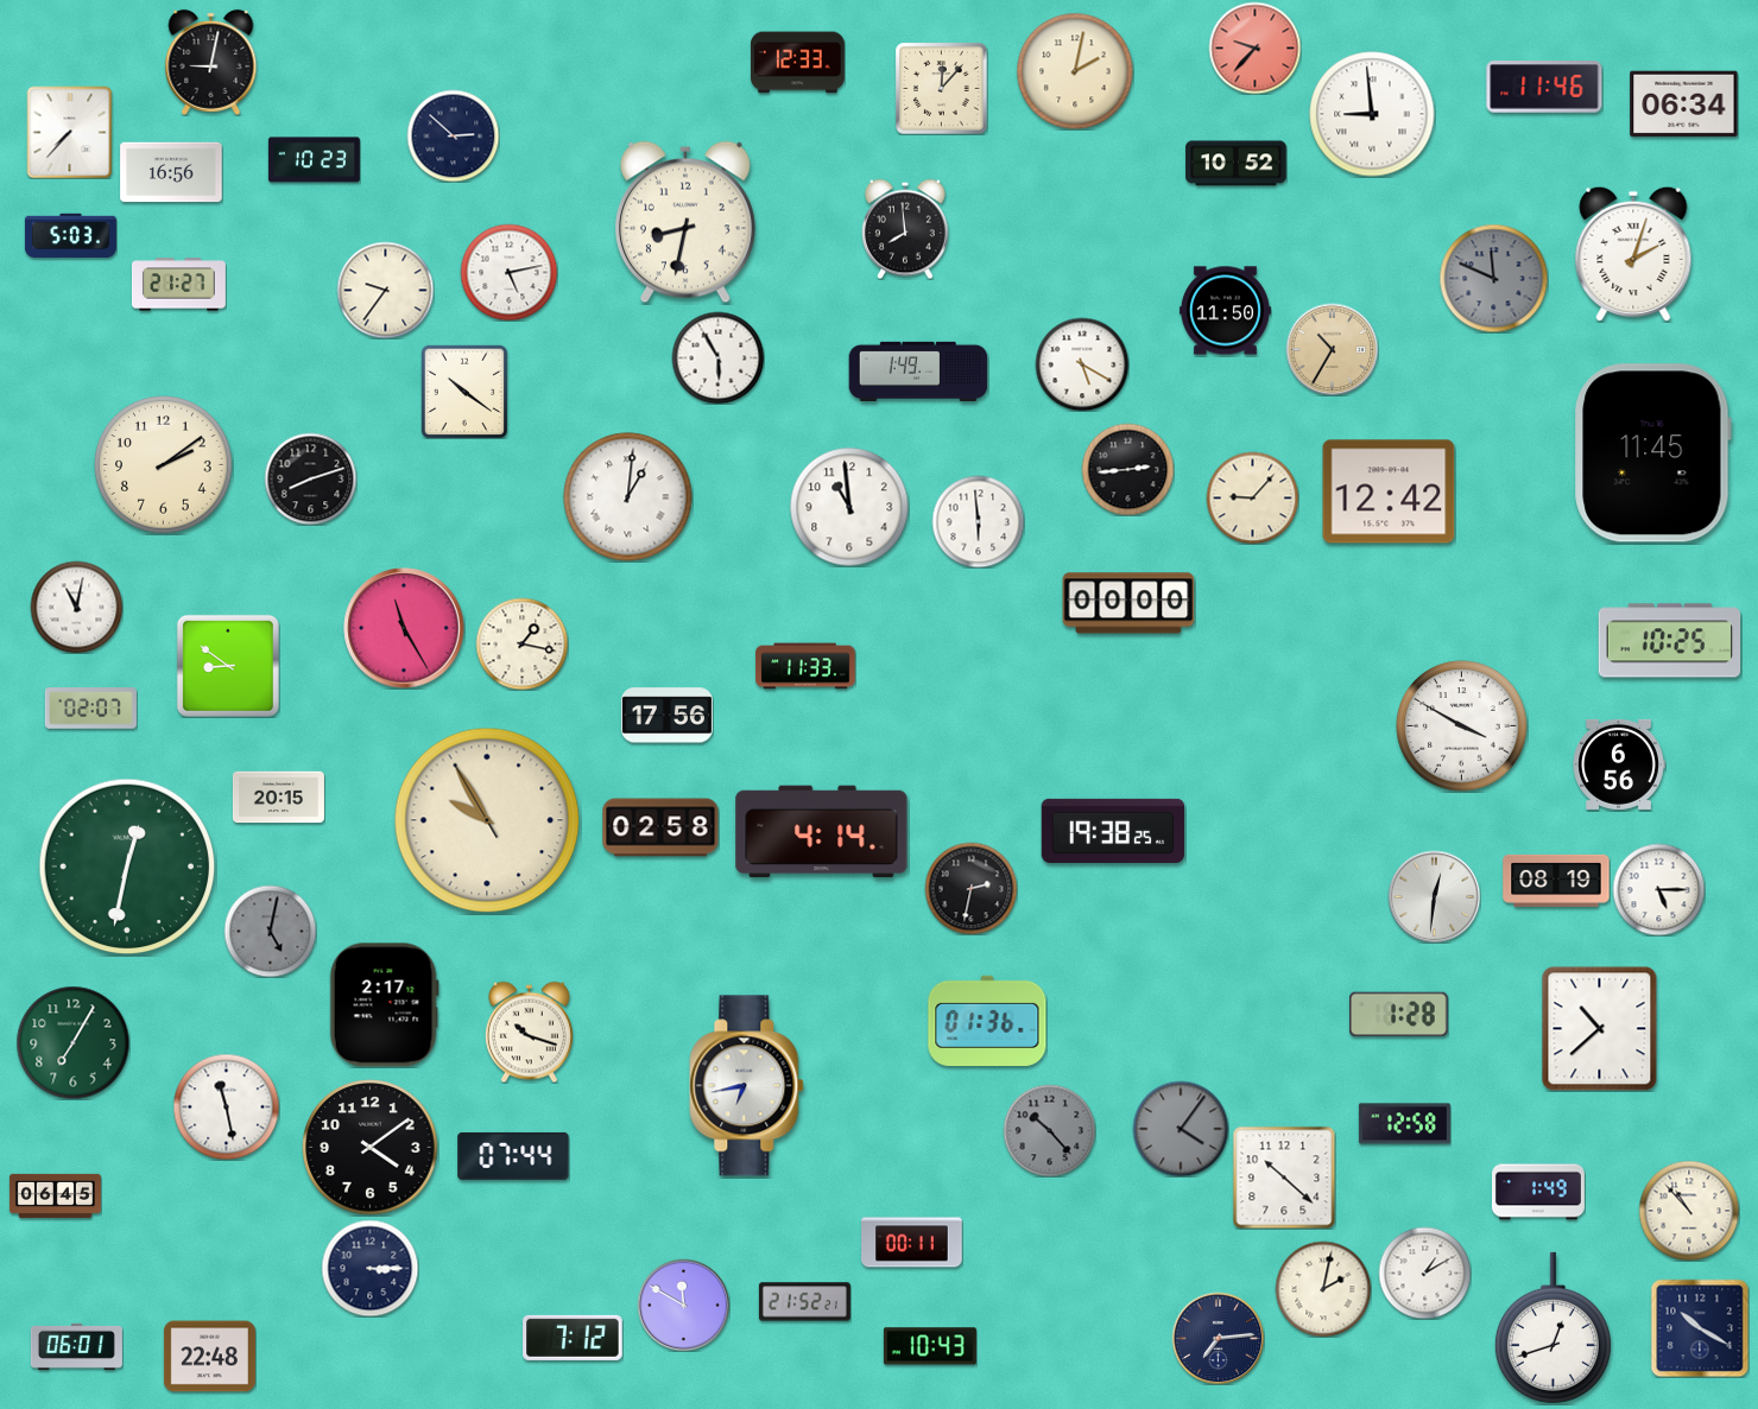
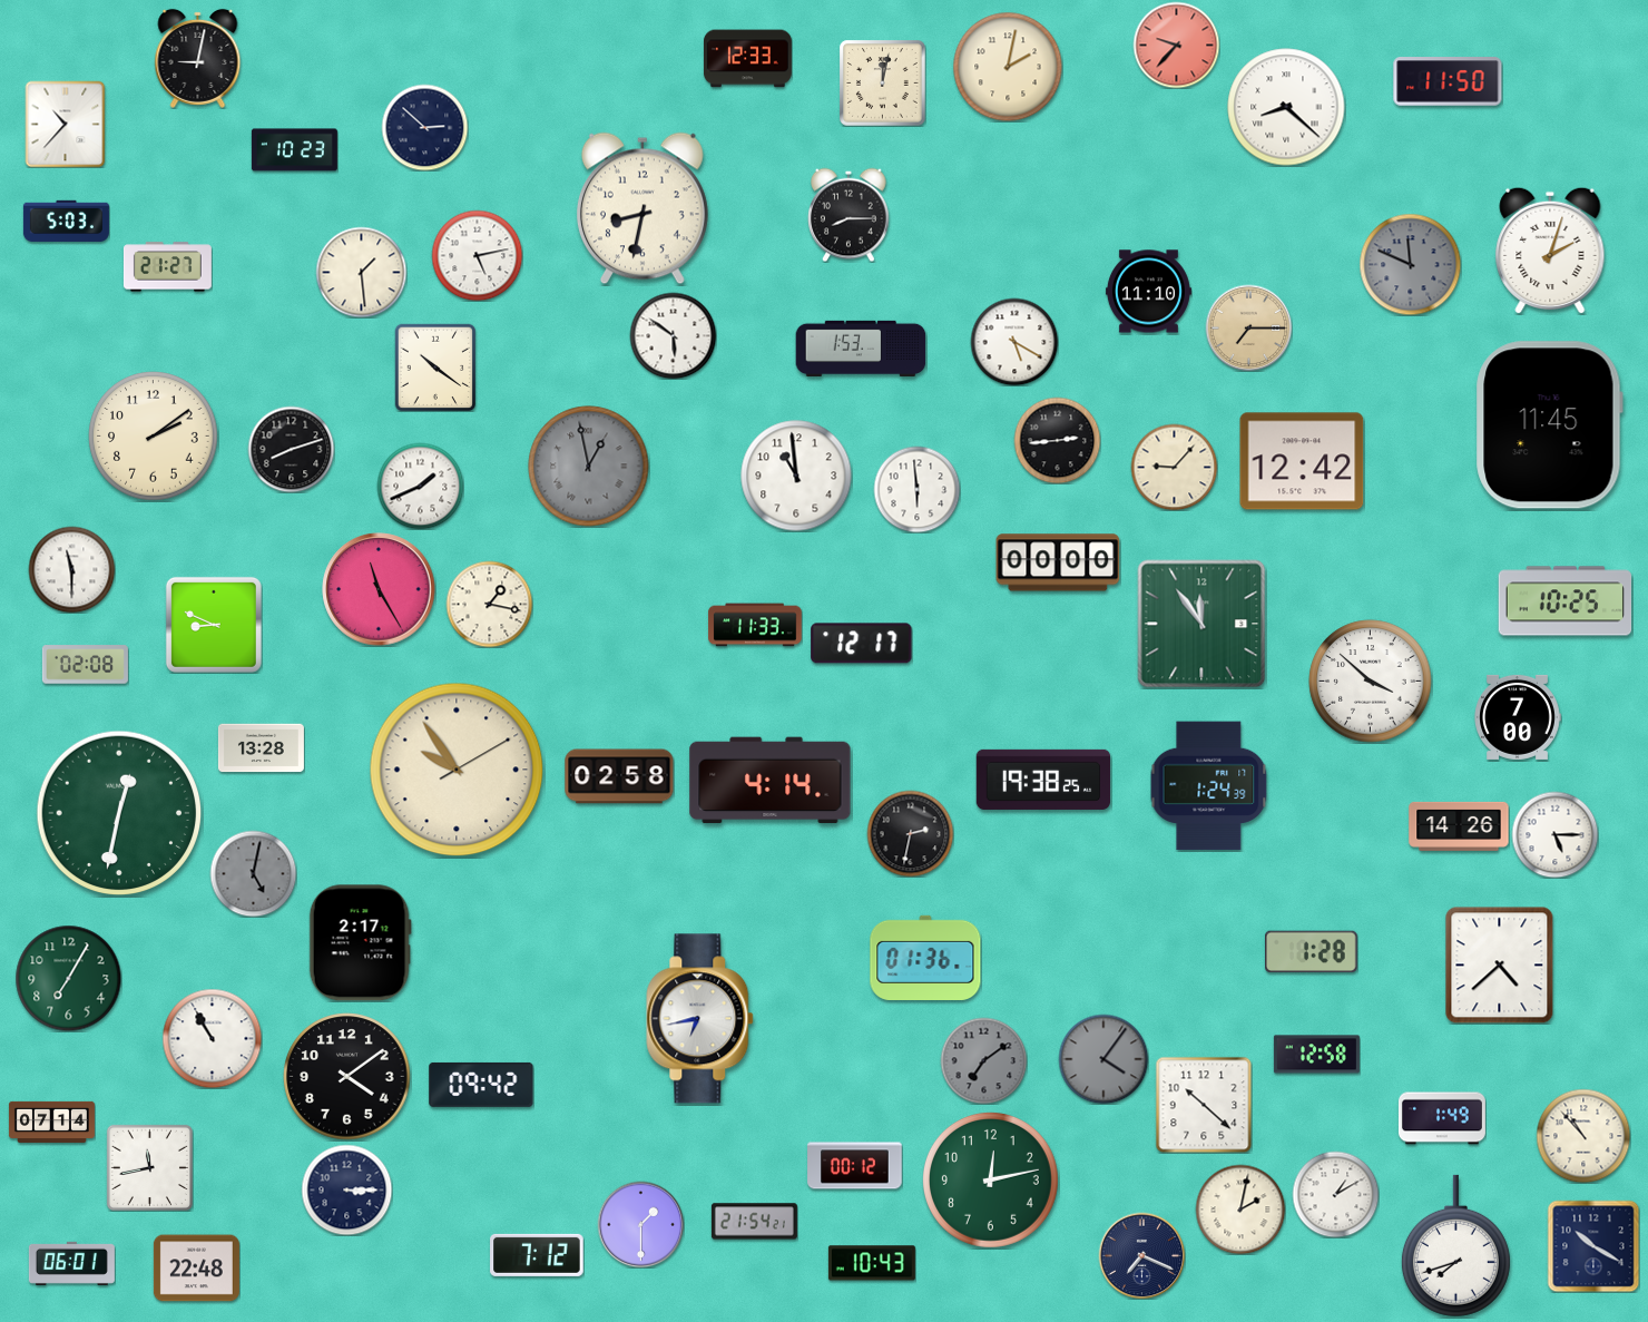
clock at (1544, 87): 11:46 -> 11:50
clock at (941, 88): 12:07 -> 12:02
clock at (1684, 104): 06:34 -> none
clock at (1372, 114): 8:59 -> 8:22
clock at (70, 132): 7:37 -> 10:37
clock at (1237, 164): 10:52 -> none
clock at (171, 172): 16:56 -> none
clock at (905, 229): 7:59 -> 8:15
clock at (1633, 254) position: (1633, 254) -> (1550, 251)
clock at (1493, 278) position: (1493, 278) -> (1410, 264)
clock at (385, 290): 9:36 -> 1:29
clock at (1225, 311): 11:50 -> 11:10
clock at (1332, 349): 10:35 -> 7:15
clock at (717, 357): 5:55 -> 5:51
clock at (918, 370): 1:49 -> 1:53
clock at (628, 497): 1:01 -> 12:58
clock at (628, 497) dial: white -> grey
clock at (420, 486): none -> 1:41
clock at (1128, 603) position: (1128, 603) -> (1058, 562)
clock at (76, 607): 11:02 -> 11:30
clock at (1201, 624): none -> 11:54
clock at (228, 666): 8:51 -> 8:49
clock at (862, 644): none -> 12:17
clock at (90, 709): 02:07 -> 02:08
clock at (666, 716): 17:56 -> none
clock at (1462, 726): 3:50 -> 3:52
clock at (1619, 764): 6:56 -> 7:00
clock at (278, 798): 20:15 -> 13:28
clock at (487, 820): 9:54:55 -> 9:54:10
clock at (1209, 786): none -> 1:24
clock at (1556, 881): 08:19 -> 14:26
clock at (1434, 896): 12:31 -> none
clock at (1600, 1029): 10:38 -> 4:38
clock at (529, 1032): 10:18 -> none
clock at (226, 1106): 11:28 -> 10:55
clock at (1181, 1129) position: (1181, 1129) -> (1103, 1059)
clock at (1049, 1130): 10:23 -> 7:09
clock at (513, 1156): 07:44 -> 09:42
clock at (55, 1195): 06:45 -> 07:14
clock at (912, 1243): 00:11 -> 00:12
clock at (149, 1167): none -> 11:43
clock at (990, 1179): none -> 12:13
clock at (804, 1302): 21:52 -> 21:54
clock at (683, 1305): 11:50 -> 1:30
clock at (1553, 1328): 12:42 -> 7:42
clock at (1218, 1338): 7:14 -> 7:19
clock at (209, 1357) position: (209, 1357) -> (196, 1269)
